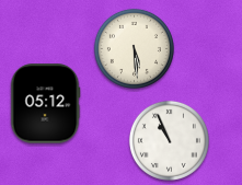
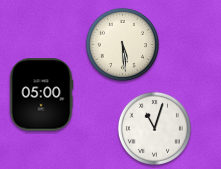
clock at (45, 104): 05:12 -> 05:00
clock at (169, 140): 10:56 -> 11:03
